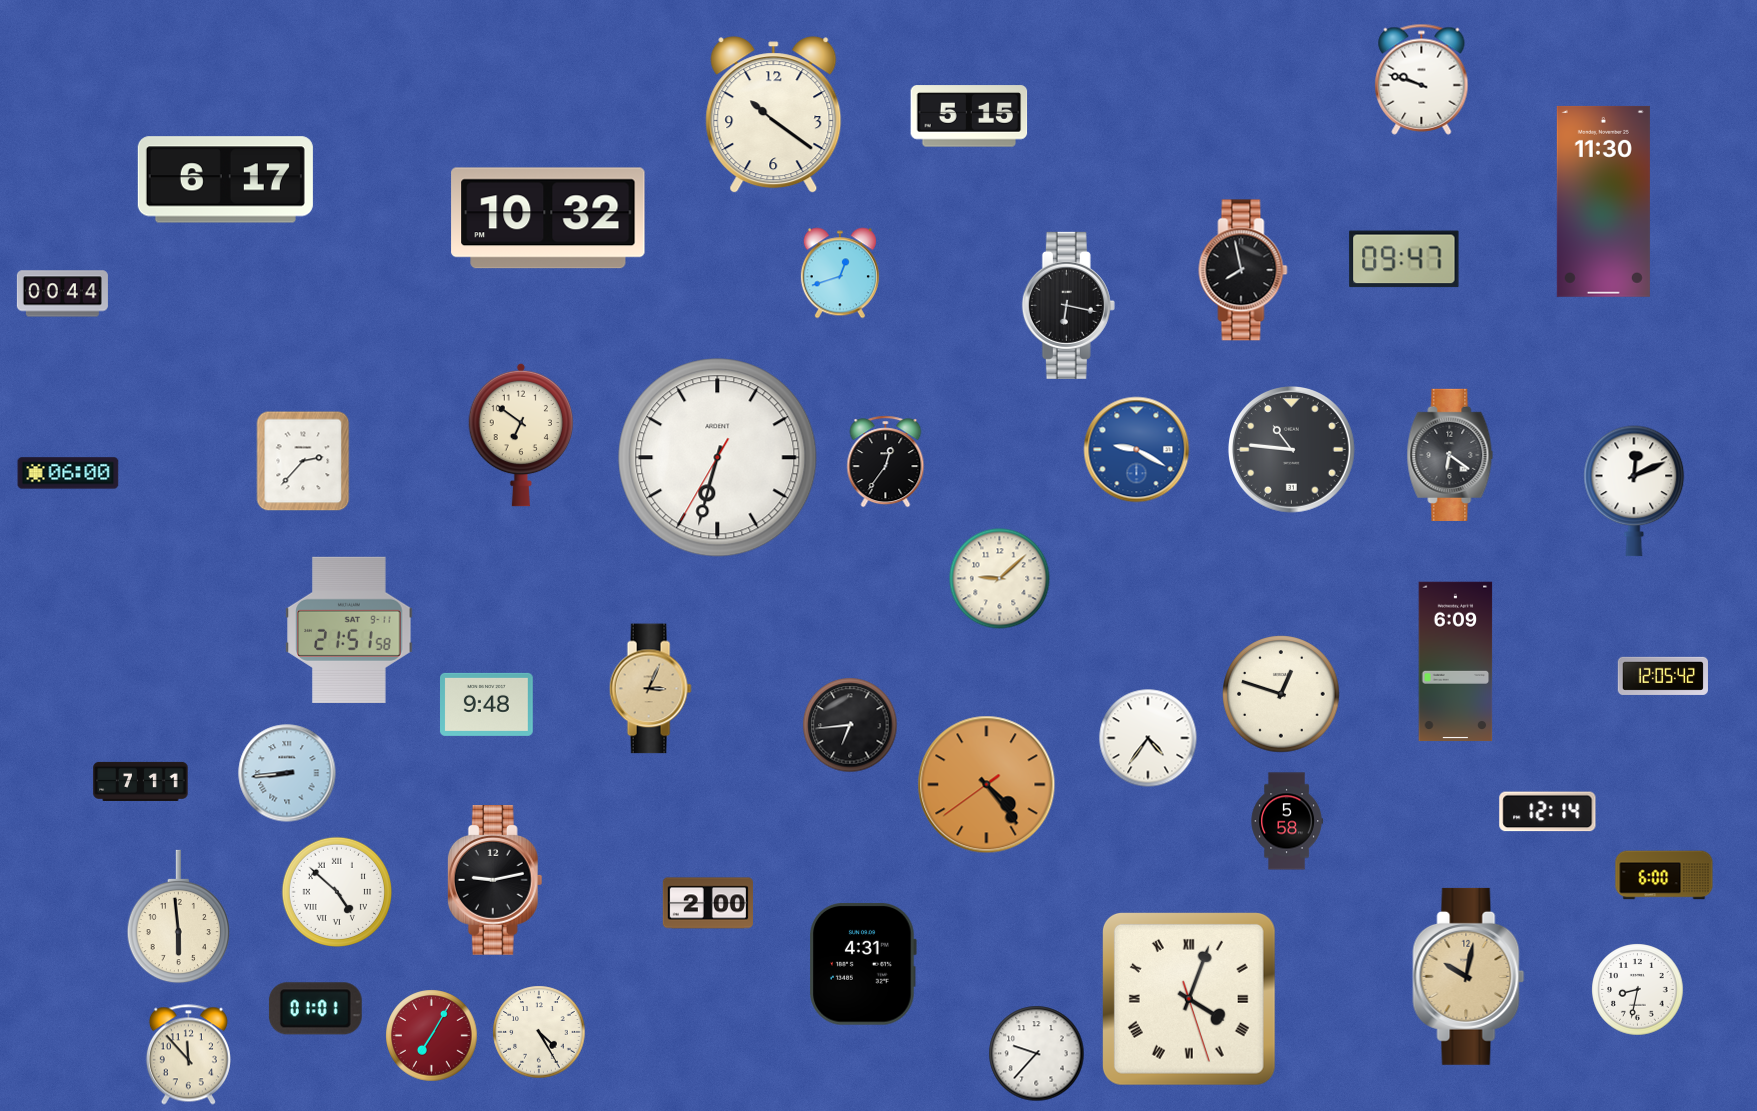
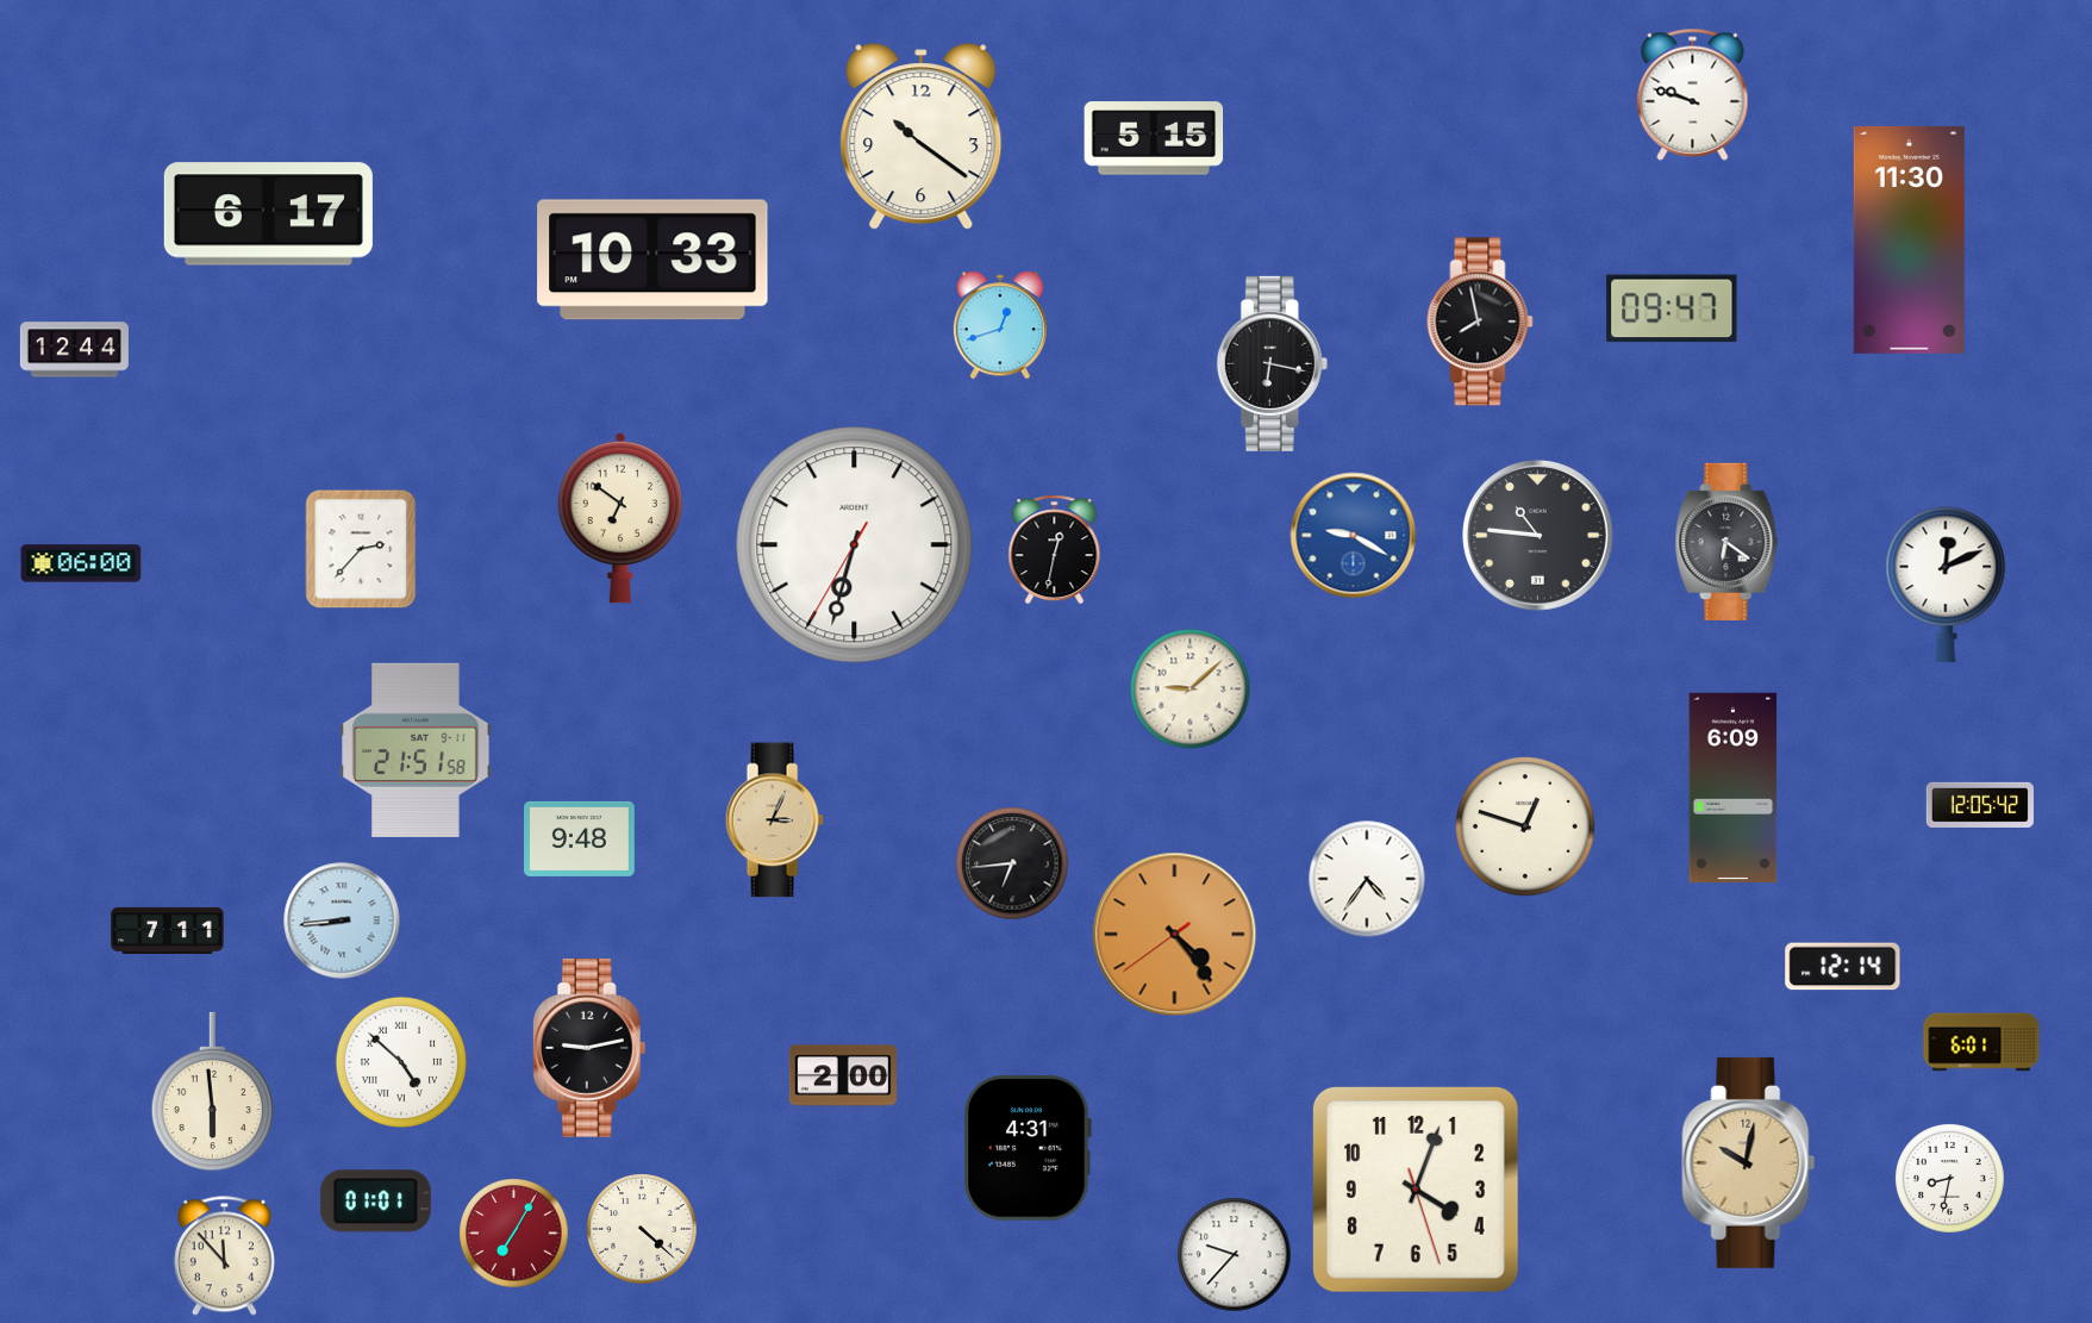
clock at (548, 218): 10:32 -> 10:33
clock at (62, 294): 00:44 -> 12:44
clock at (886, 462): 12:36 -> 12:32
clock at (1287, 821): 5:58 -> none
clock at (1664, 875): 6:00 -> 6:01
clock at (1189, 999) numerals: Roman -> Arabic
clock at (539, 1032): 4:25 -> 4:22
